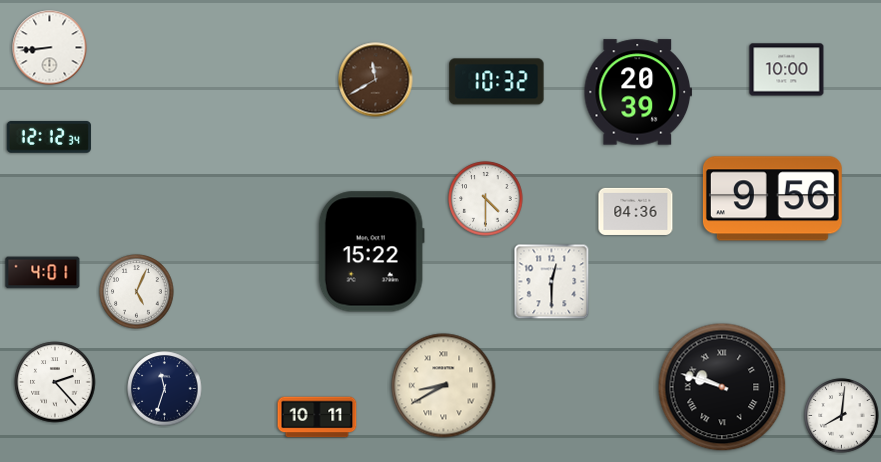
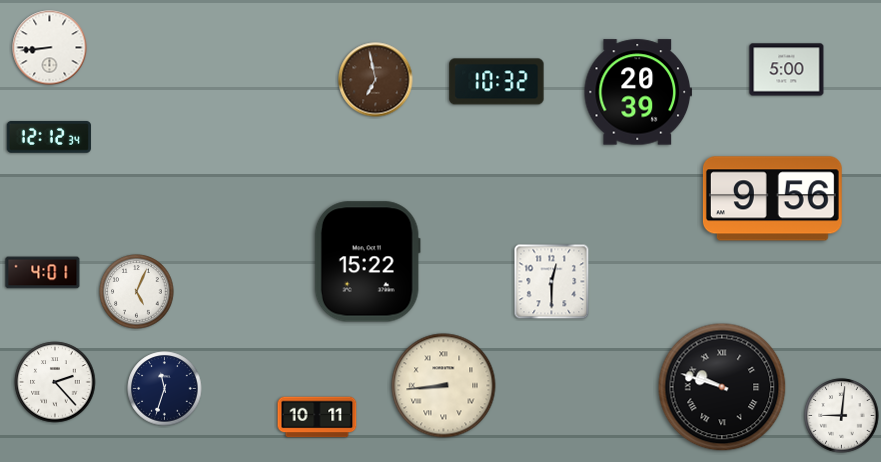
clock at (787, 70): 10:00 -> 5:00
clock at (376, 80): 11:40 -> 6:58
clock at (486, 199): 4:30 -> none
clock at (636, 211): 04:36 -> none
clock at (371, 252) position: (371, 252) -> (367, 262)
clock at (444, 386): 8:40 -> 8:44
clock at (842, 416): 8:01 -> 9:01
